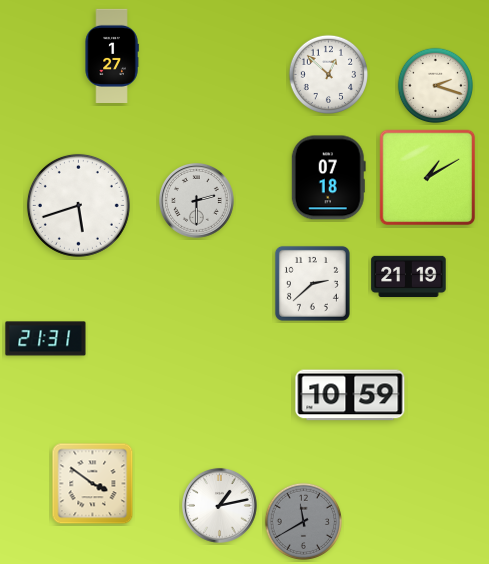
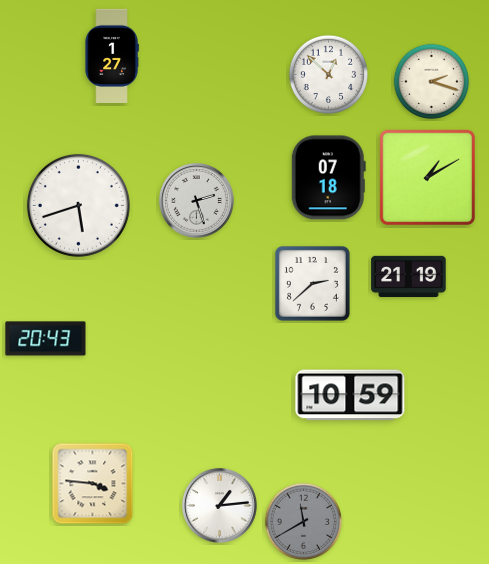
clock at (436, 86) position: (436, 86) -> (432, 82)
clock at (196, 200): 2:30 -> 2:27
clock at (46, 339): 21:31 -> 20:43
clock at (93, 484): 3:51 -> 3:46
clock at (219, 505): 1:13 -> 1:14
